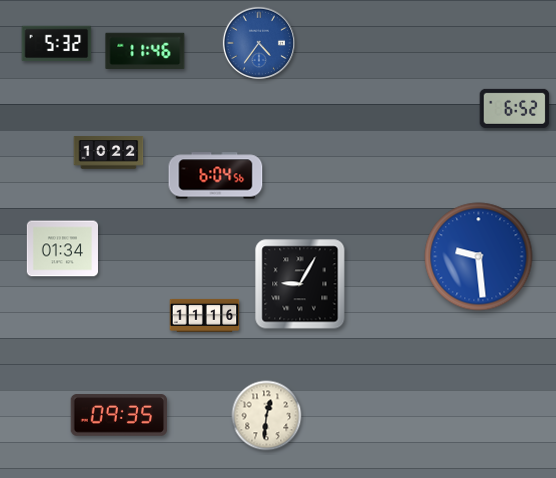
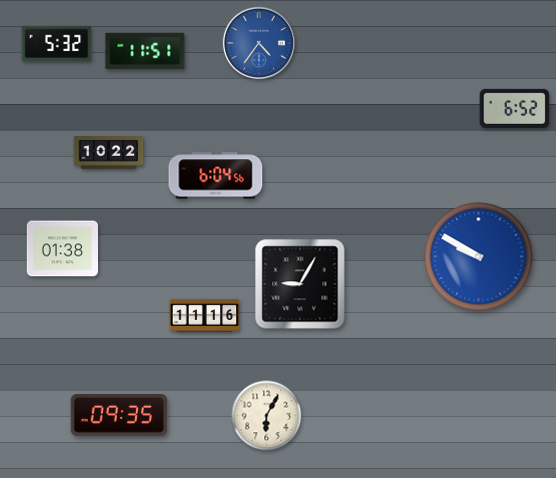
clock at (145, 51): 11:46 -> 11:51
clock at (62, 249): 01:34 -> 01:38
clock at (479, 257): 9:29 -> 9:50
clock at (267, 416): 12:31 -> 6:05
